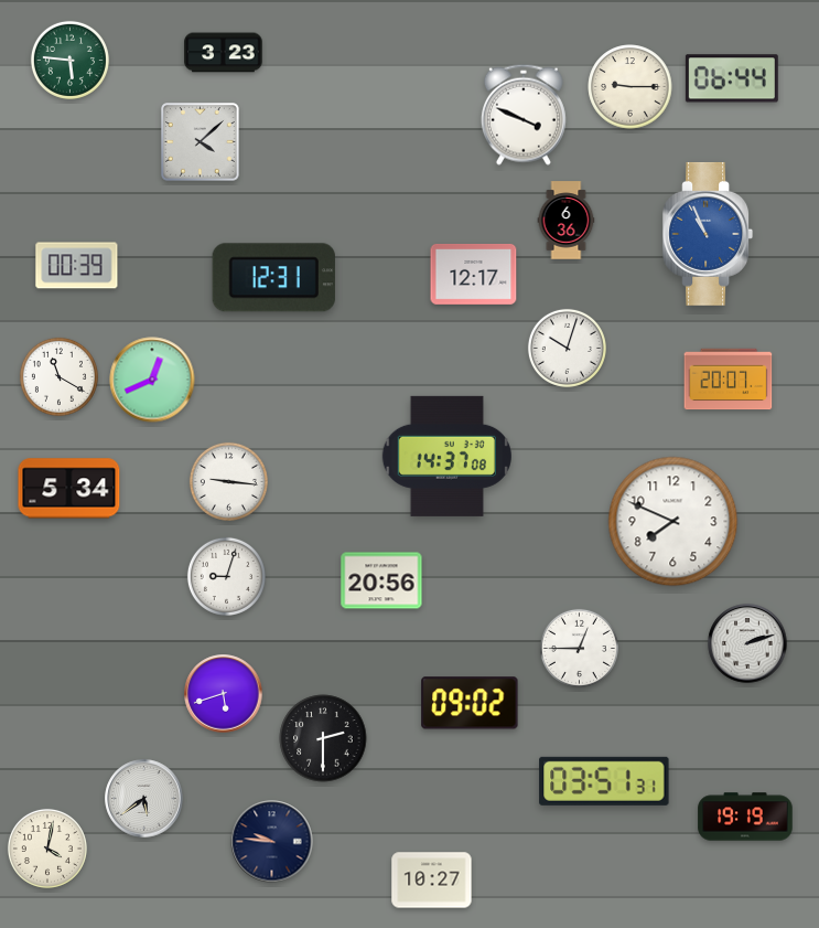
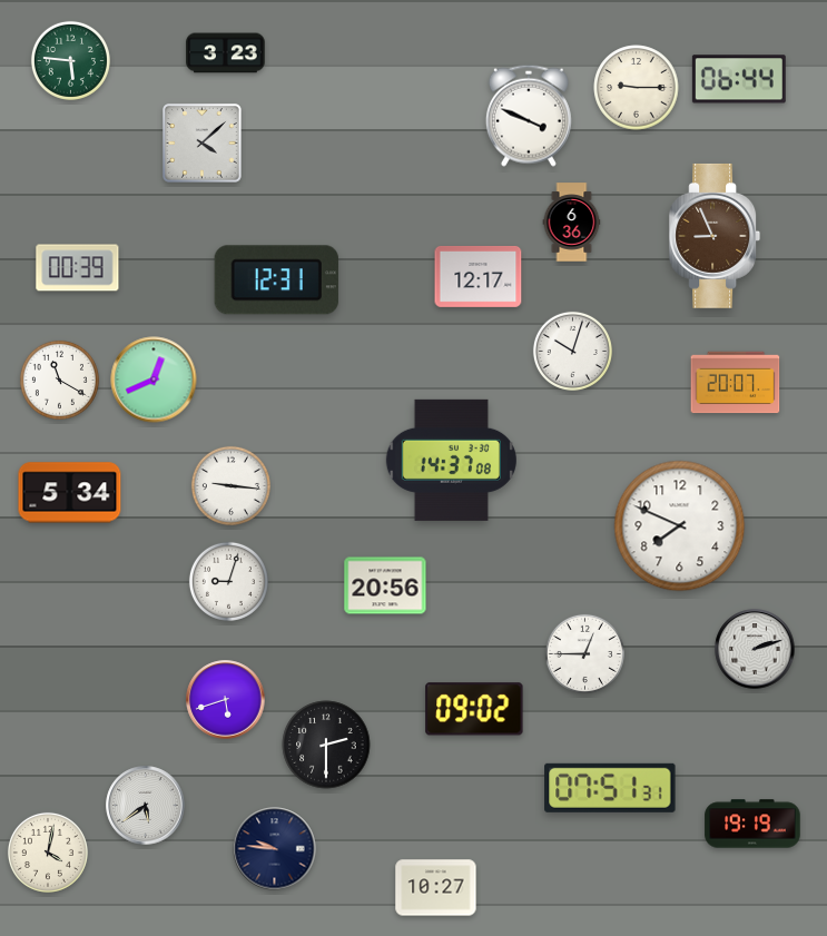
clock at (708, 234): 10:56 -> 8:56
clock at (708, 234) dial: blue -> brown
clock at (152, 380) position: (152, 380) -> (154, 380)
clock at (604, 781): 03:51 -> 07:51
clock at (47, 849) position: (47, 849) -> (48, 853)
